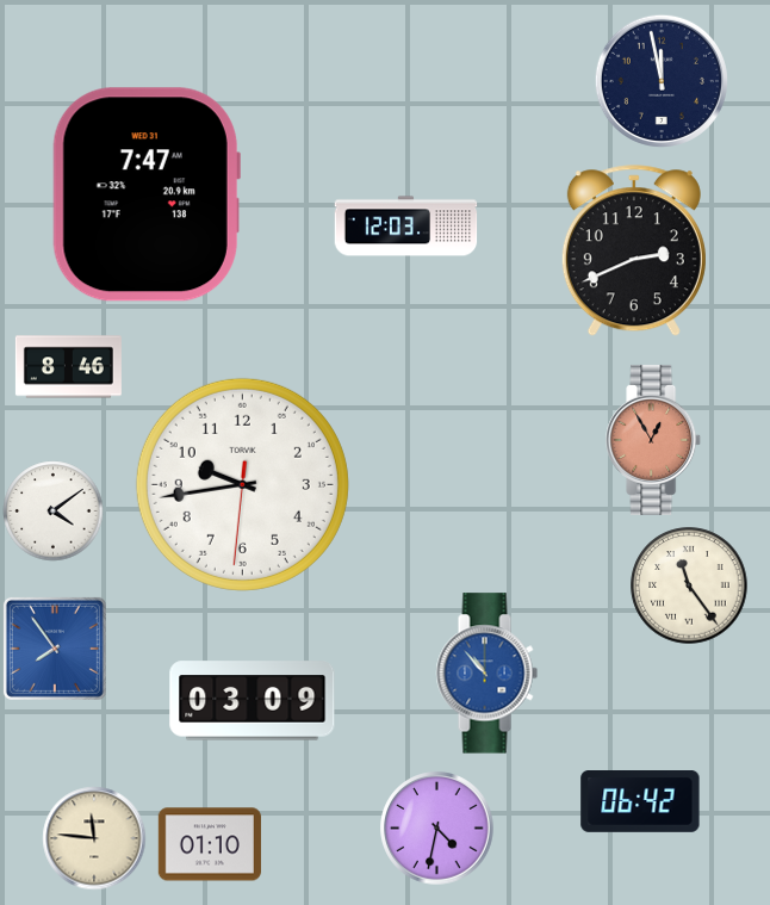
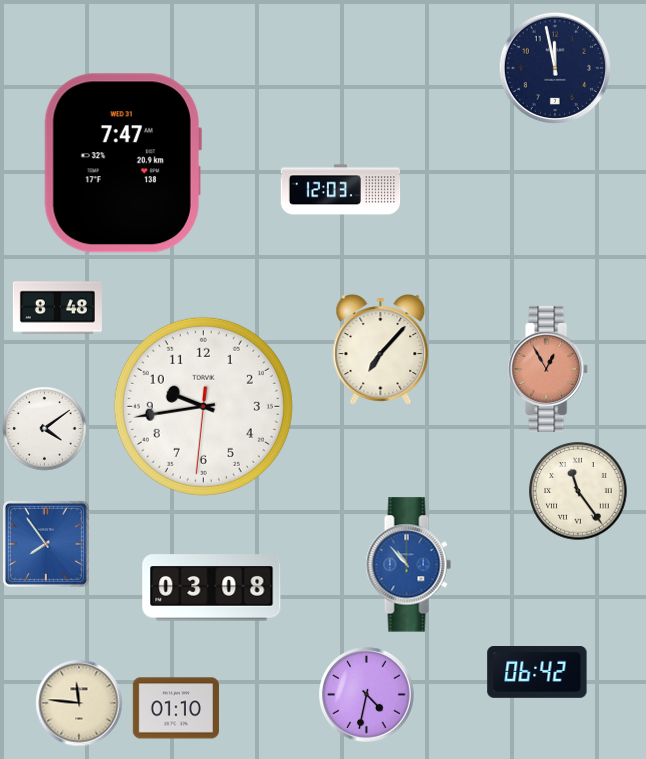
clock at (634, 252): 2:41 -> none
clock at (68, 367): 8:46 -> 8:48
clock at (381, 350): none -> 7:07
clock at (253, 701): 03:09 -> 03:08
